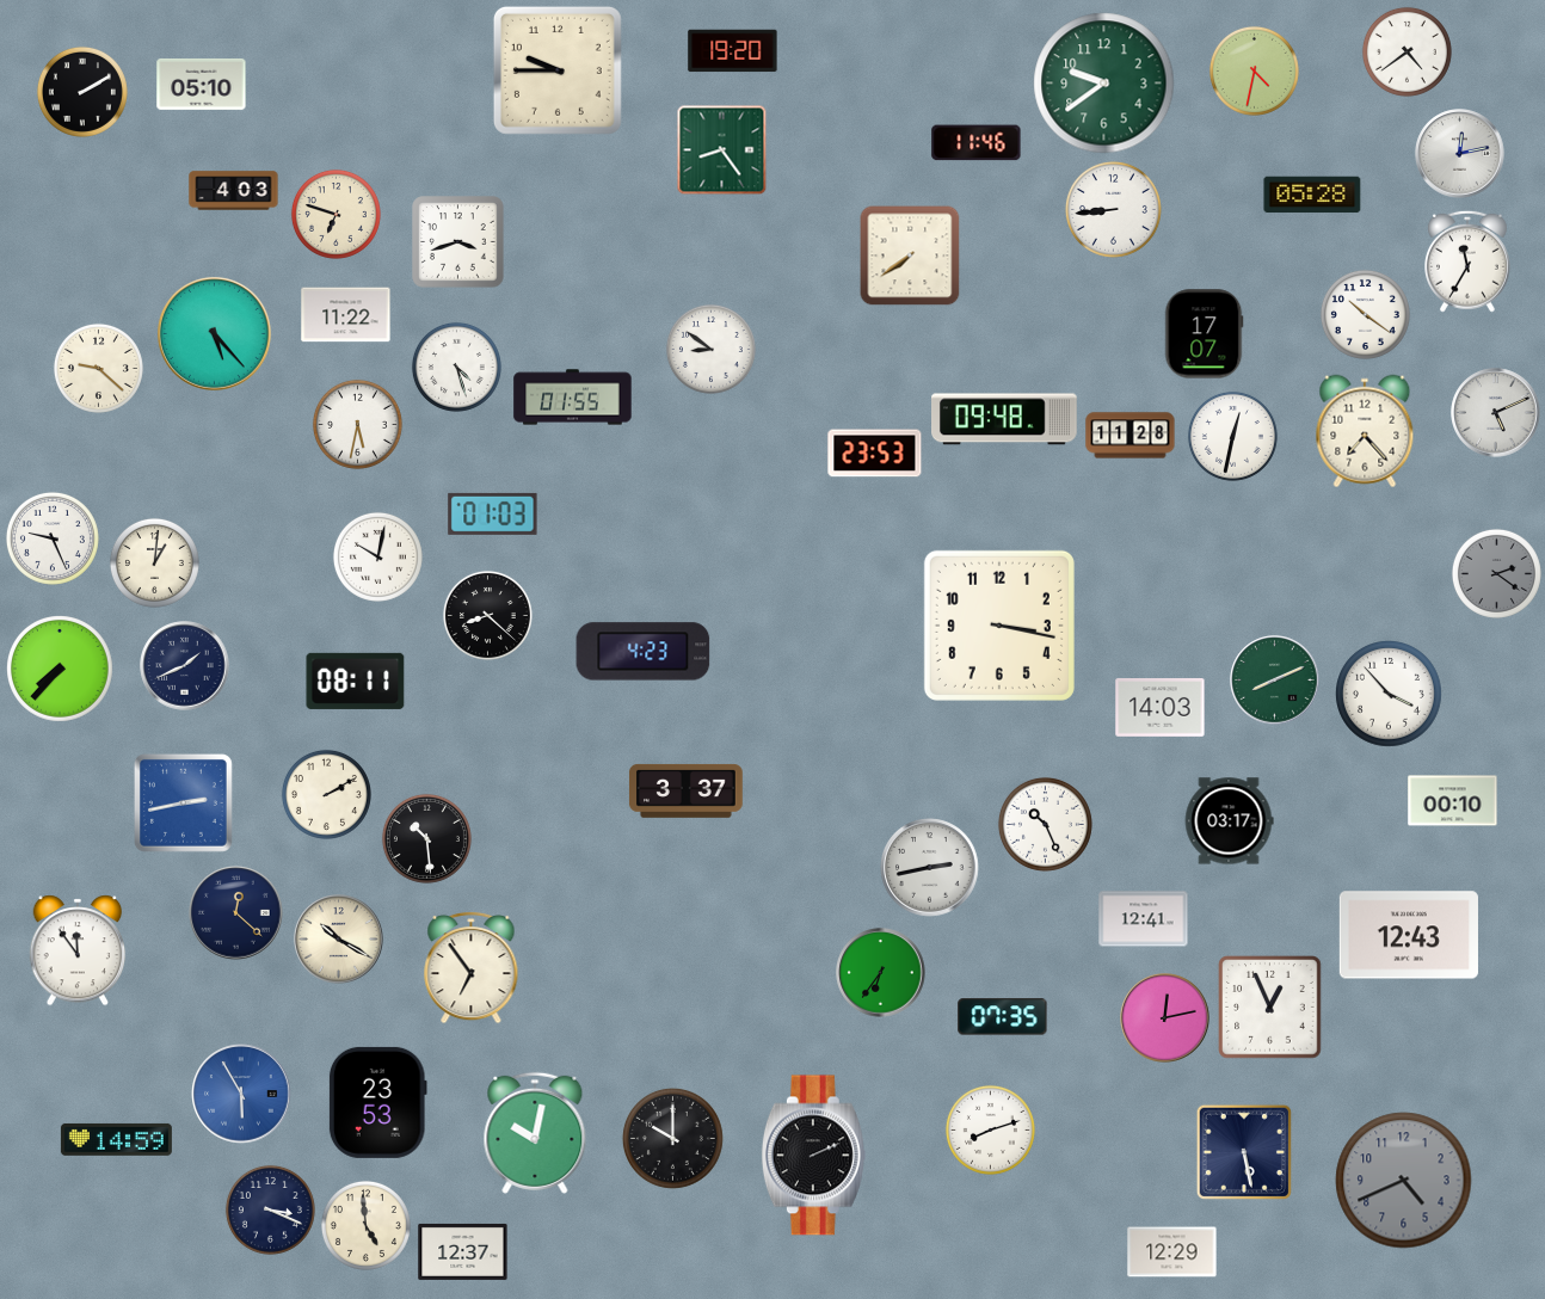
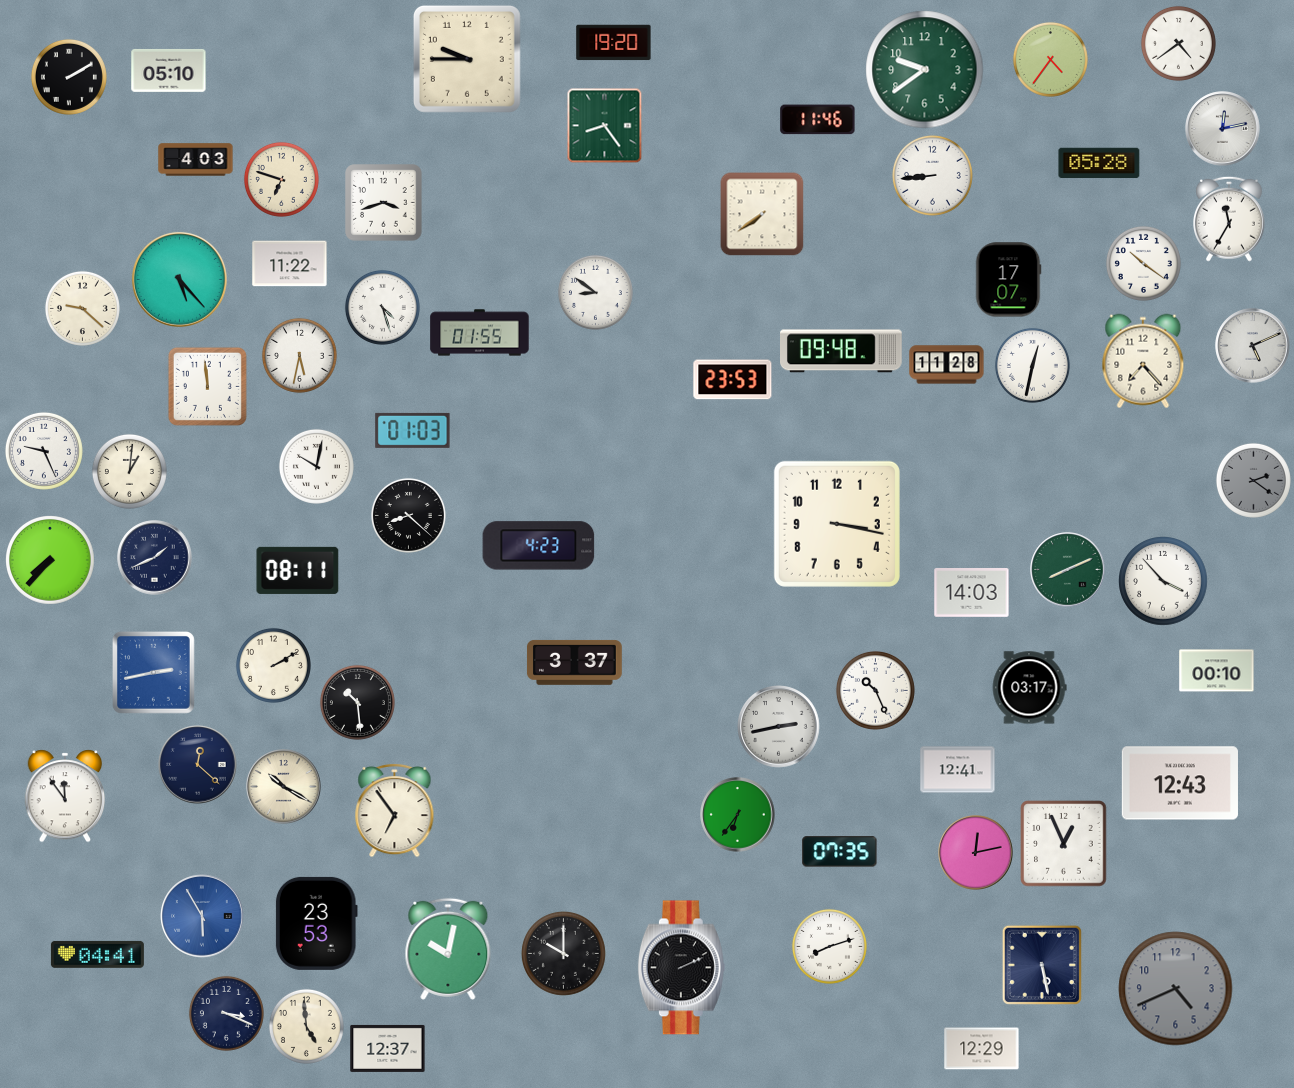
clock at (1254, 70): 4:32 -> 4:36
clock at (207, 386): none -> 11:59
clock at (116, 1139): 14:59 -> 04:41
